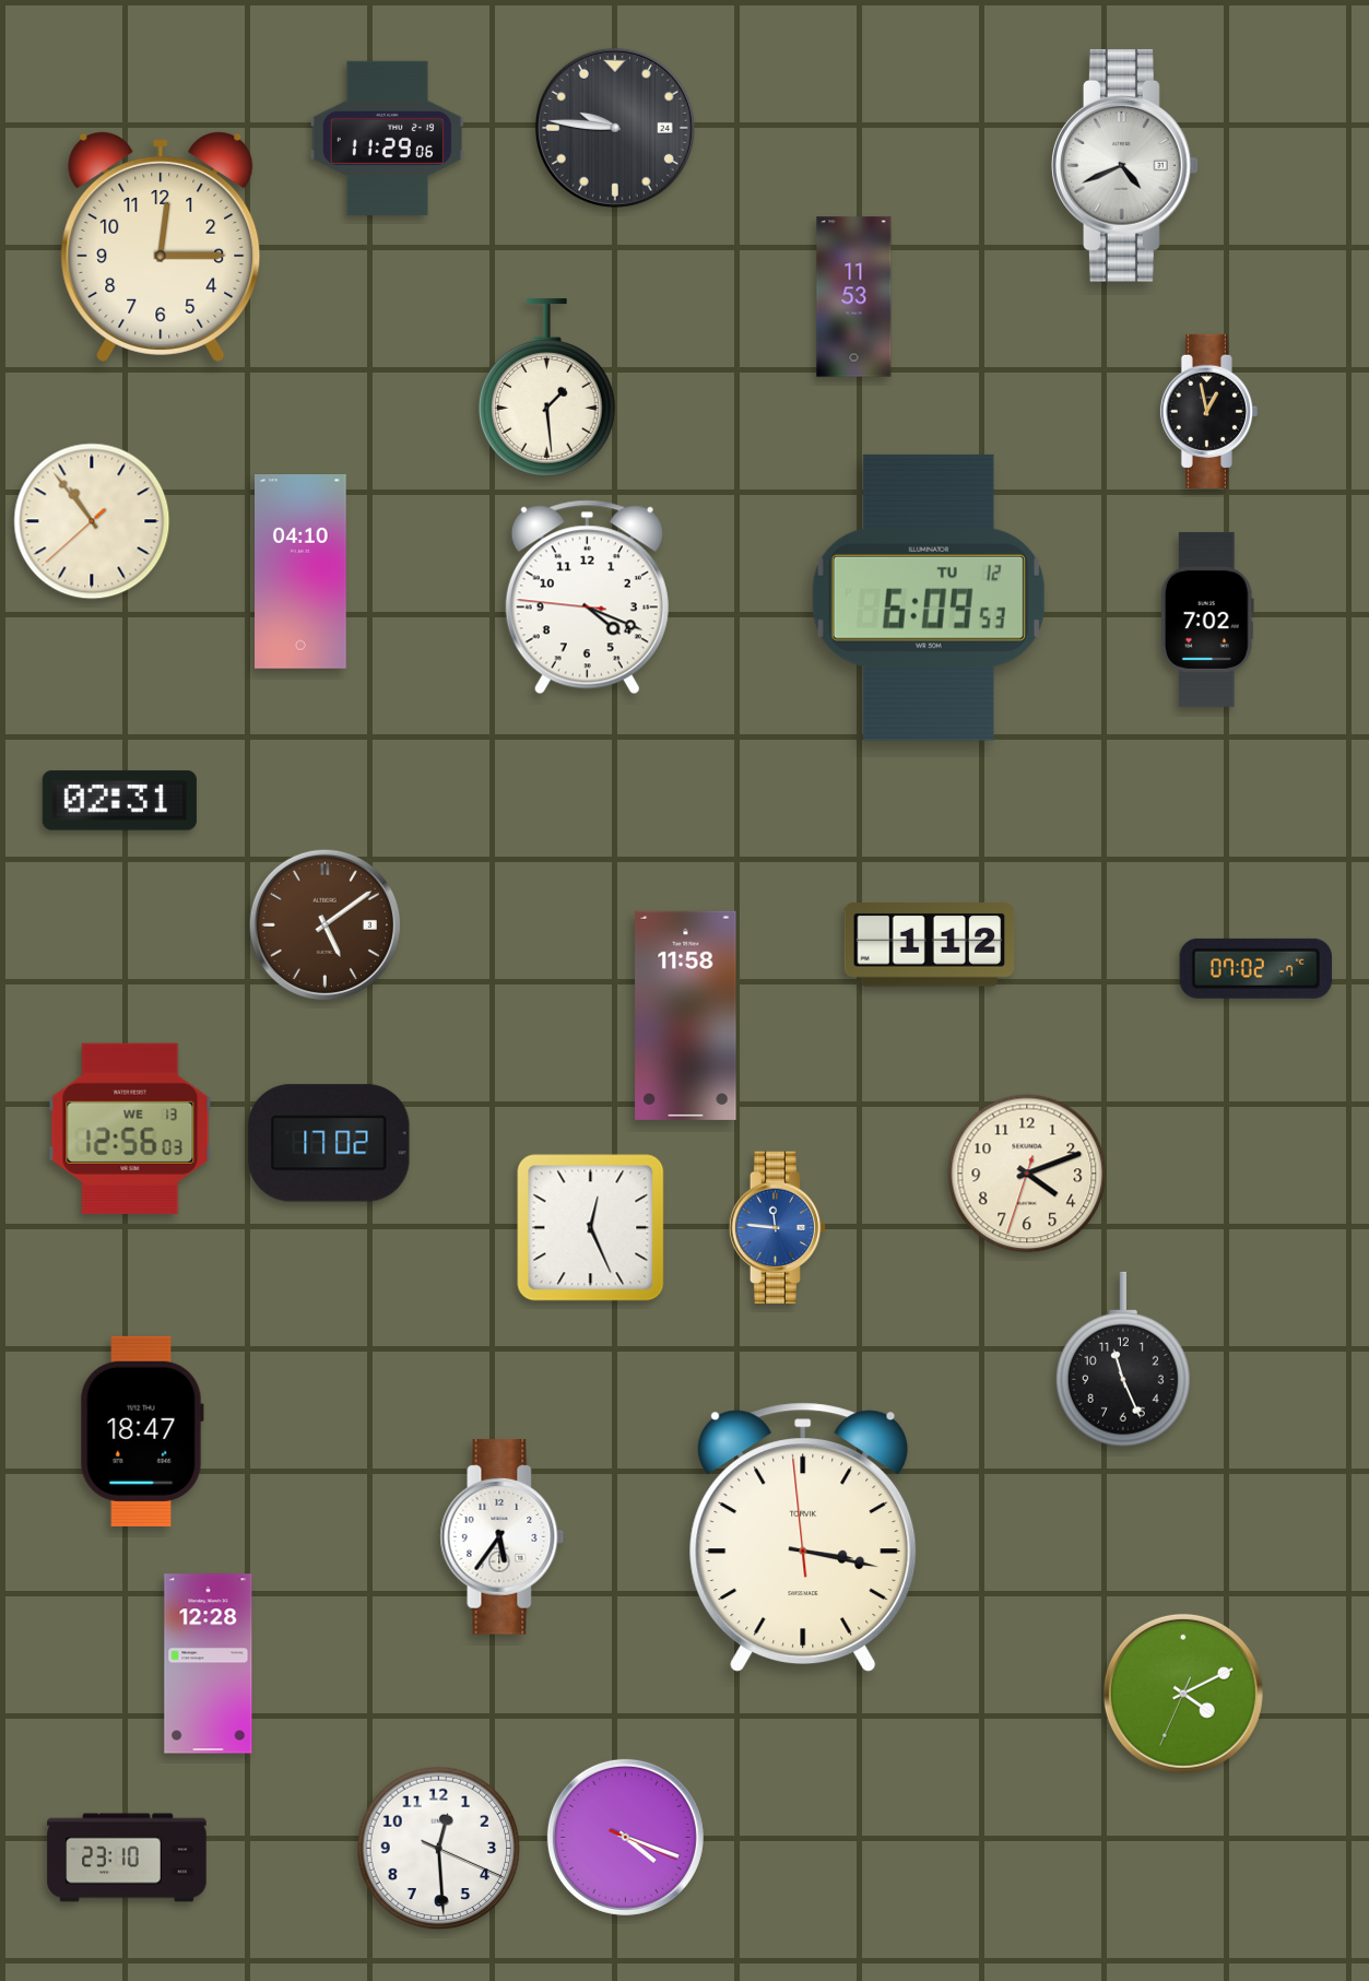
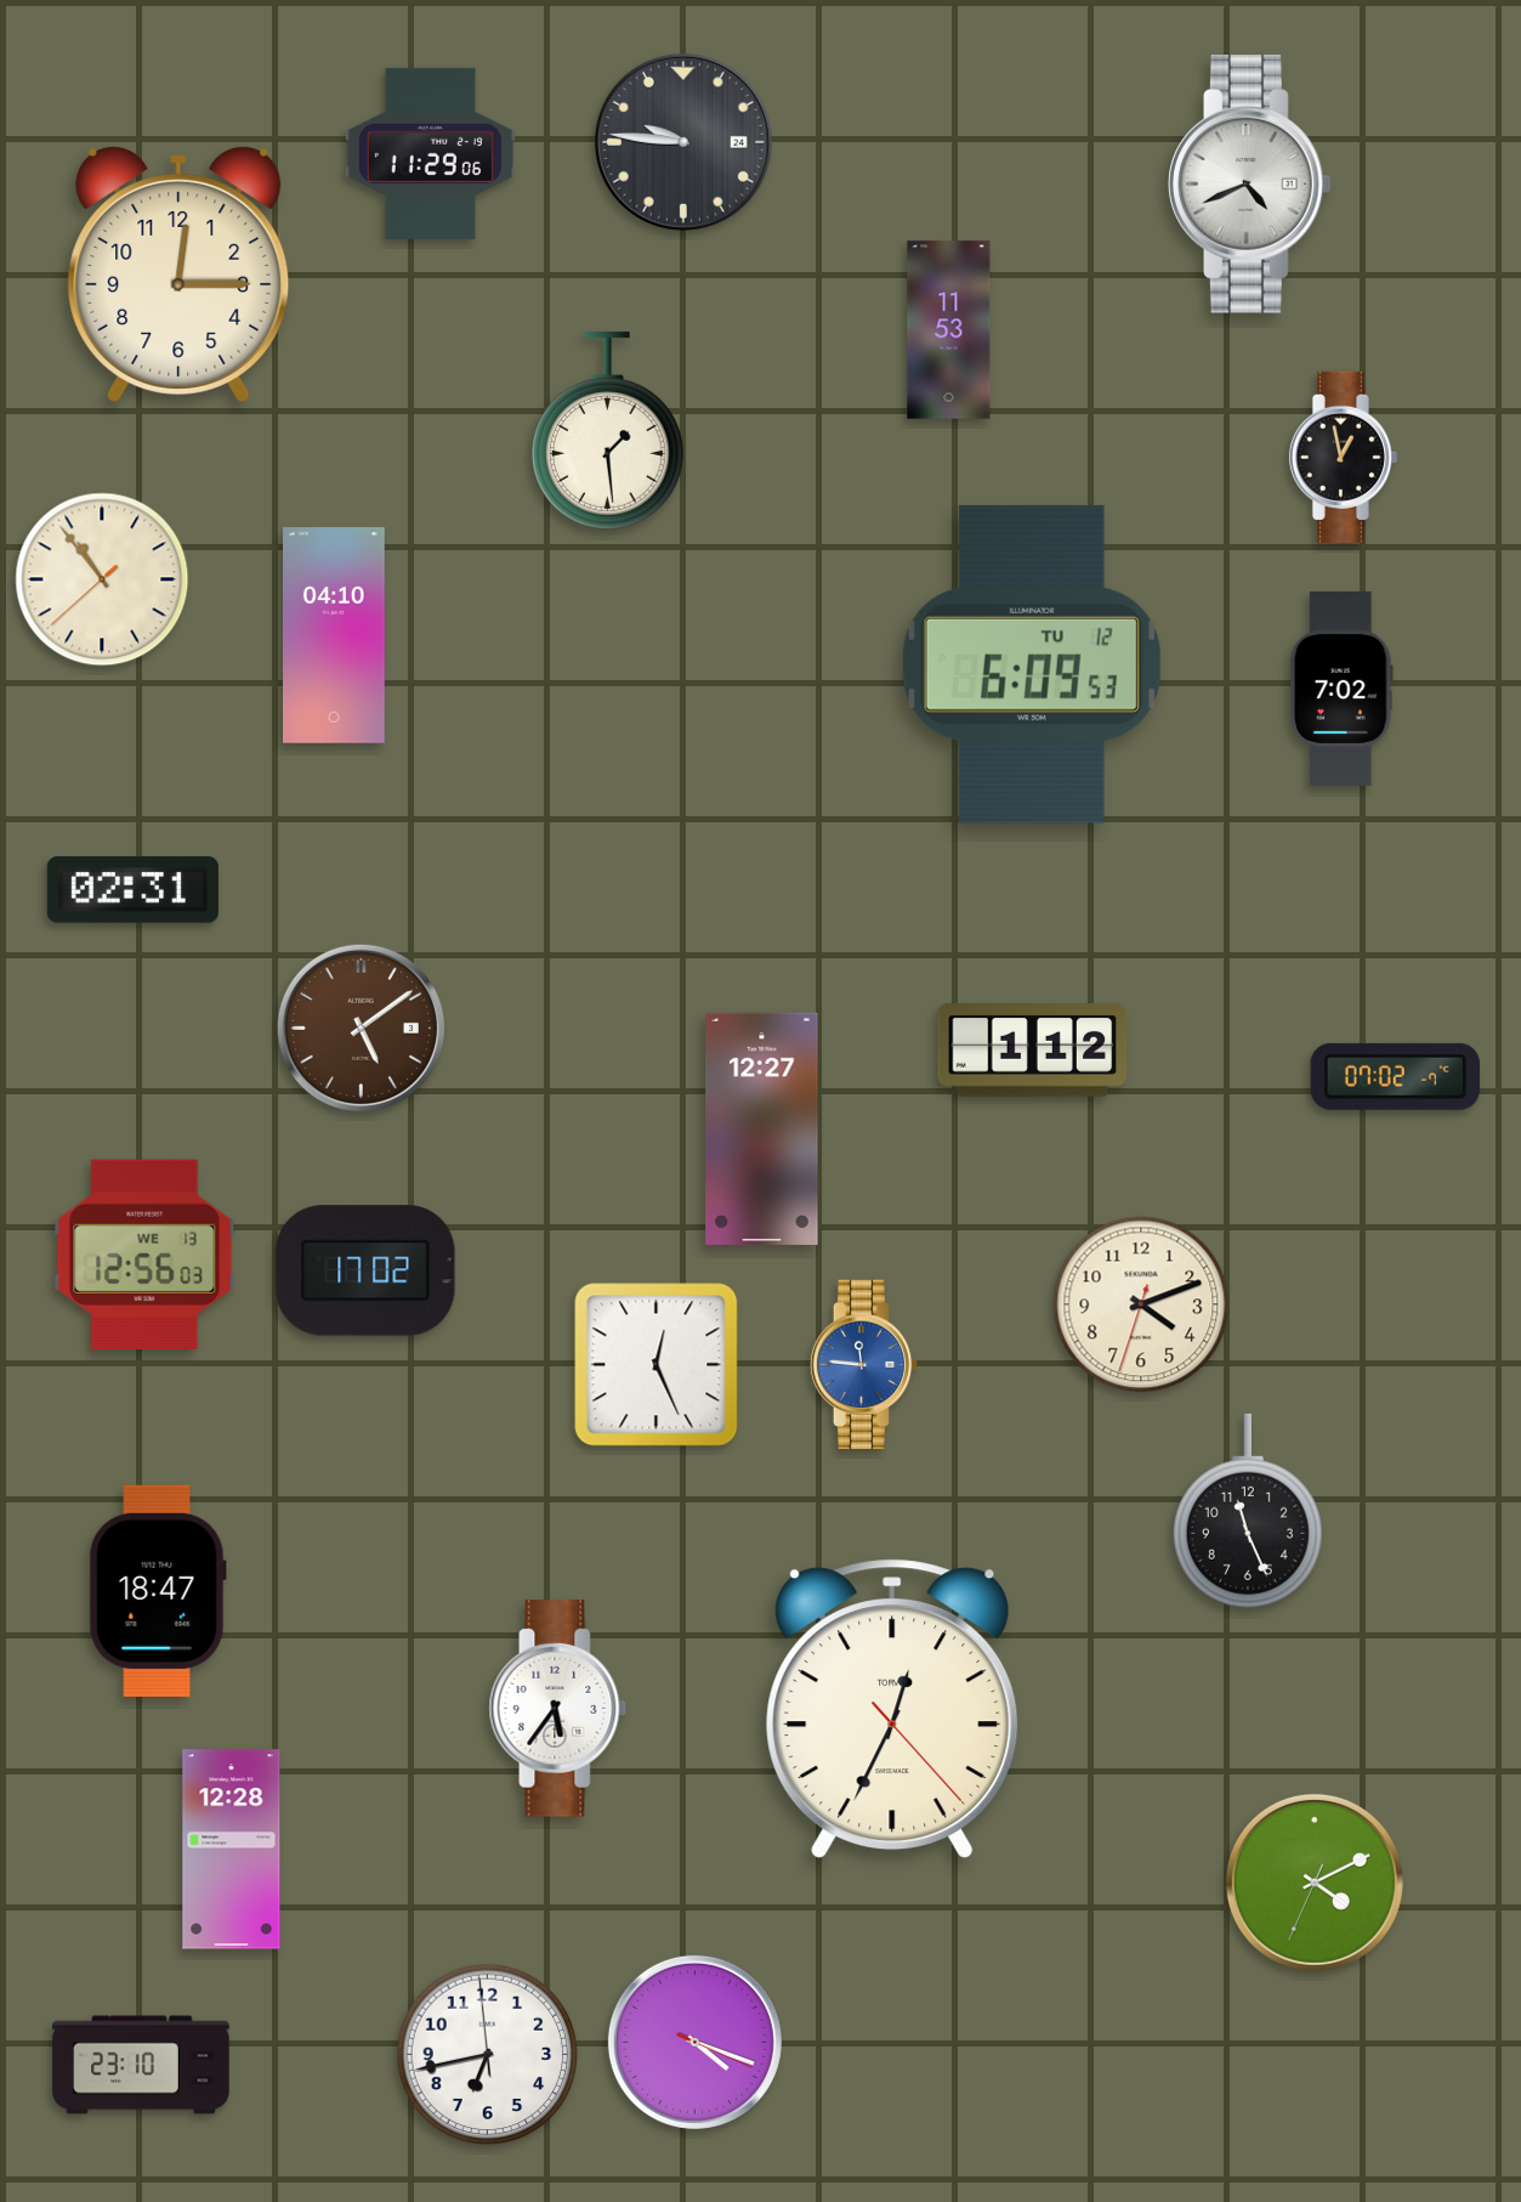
clock at (587, 598): 4:18 -> none
clock at (686, 1015): 11:58 -> 12:27
clock at (803, 1536): 3:16 -> 12:34
clock at (439, 1849): 12:29 -> 6:42
